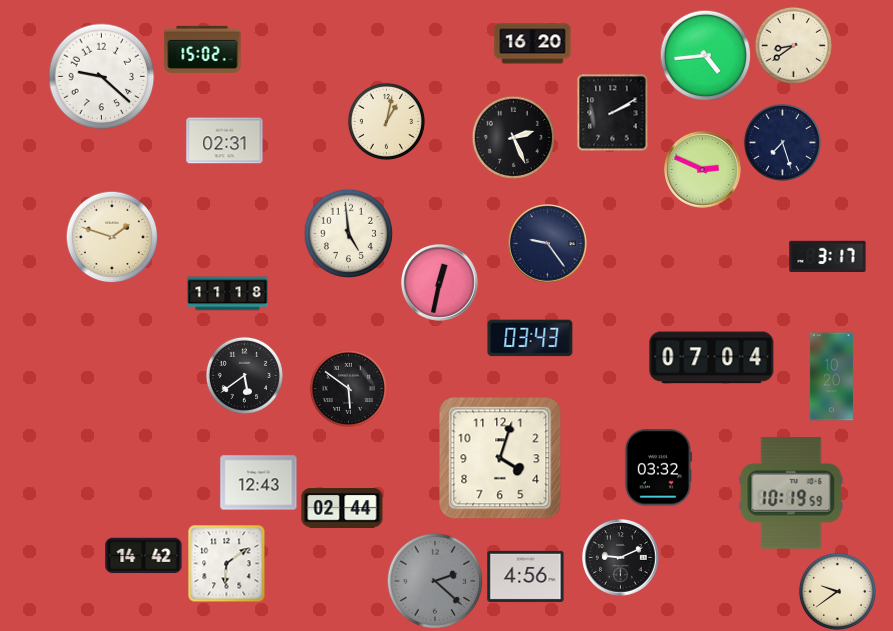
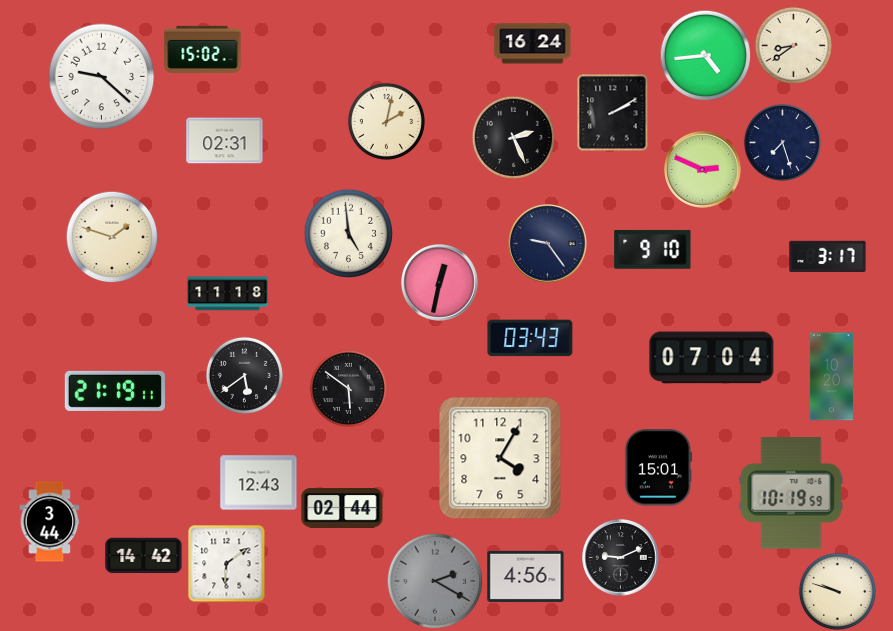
clock at (533, 44): 16:20 -> 16:24
clock at (386, 121): 1:02 -> 2:02
clock at (653, 250): none -> 9:10
clock at (115, 391): none -> 21:19
clock at (500, 458): 4:03 -> 4:05
clock at (658, 468): 03:32 -> 15:01
clock at (50, 522): none -> 3:44
clock at (435, 581): 2:22 -> 2:20
clock at (837, 591): 9:39 -> 9:48
